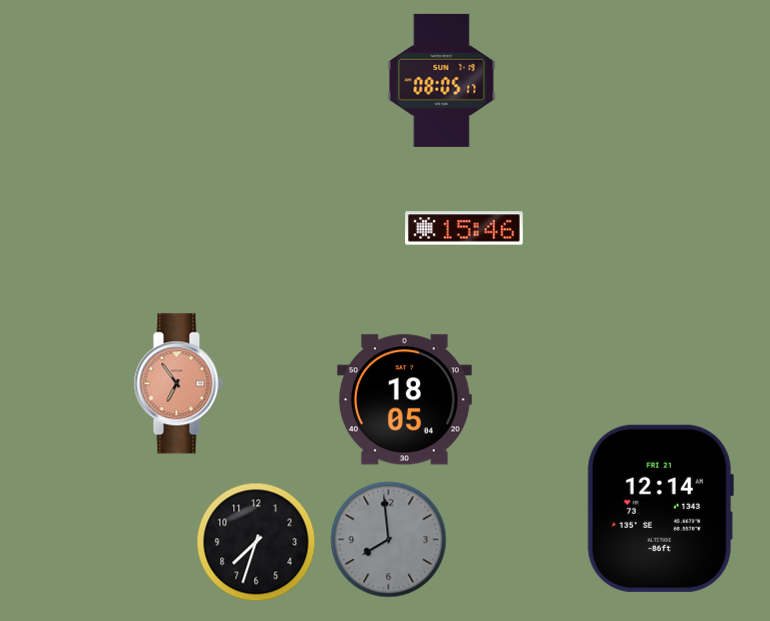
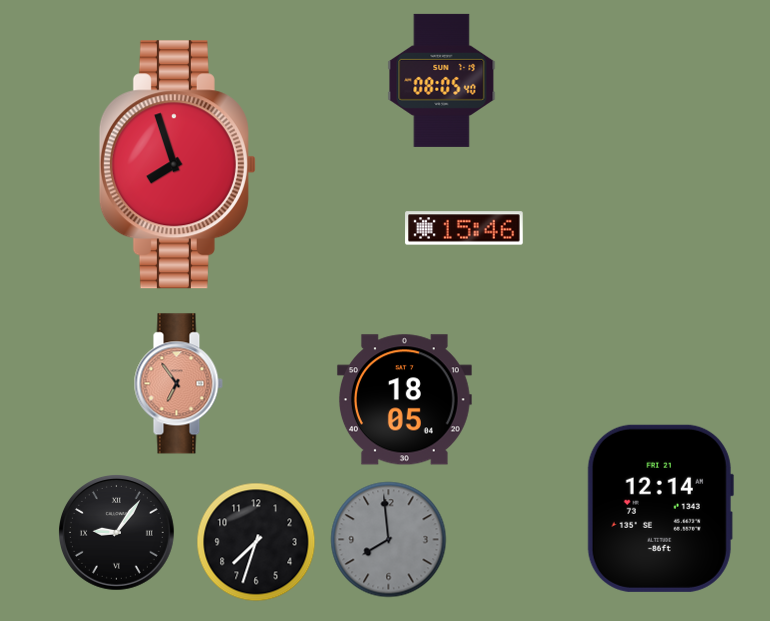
clock at (442, 80): 08:05:17 -> 08:05:40
clock at (177, 165): none -> 7:57
clock at (117, 533): none -> 9:06
